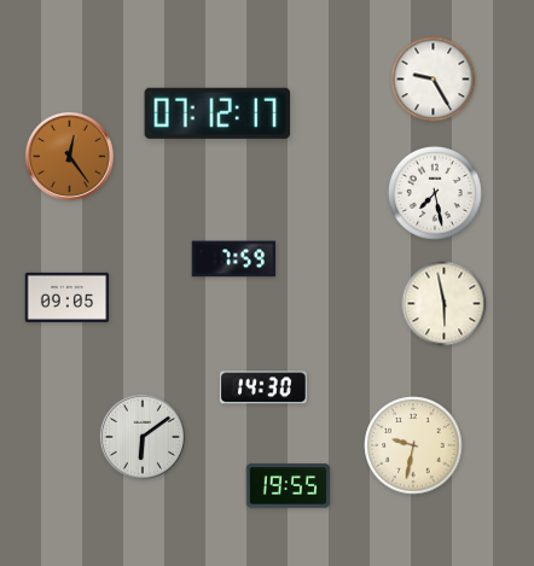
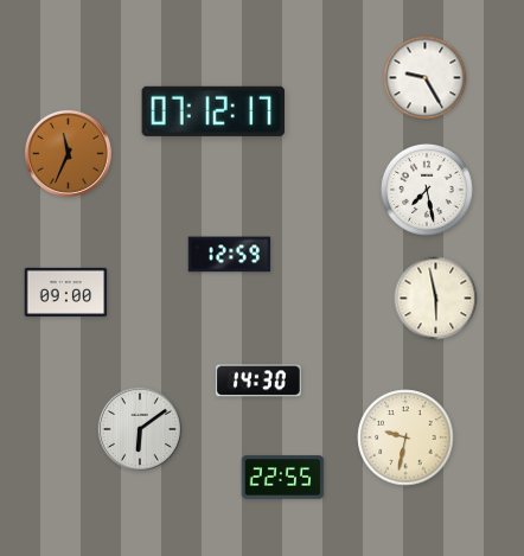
clock at (69, 156): 12:24 -> 11:34
clock at (234, 259): 7:59 -> 12:59
clock at (68, 297): 09:05 -> 09:00
clock at (289, 486): 19:55 -> 22:55
